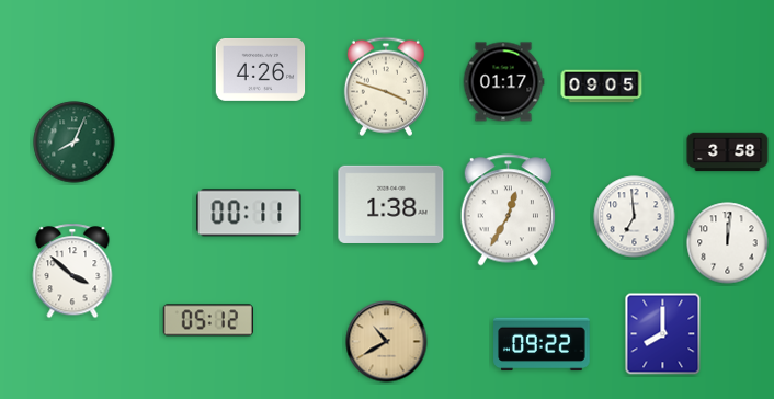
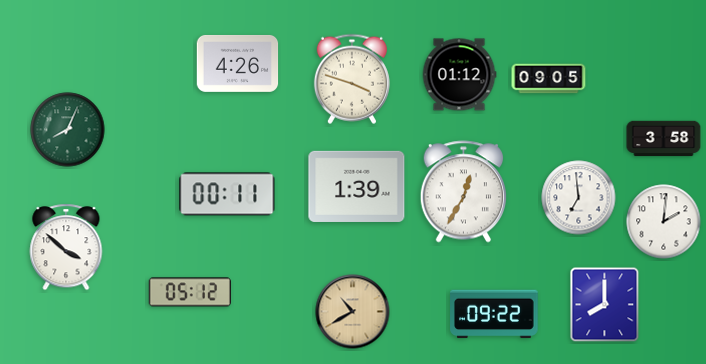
clock at (503, 82): 01:17 -> 01:12
clock at (391, 204): 1:38 -> 1:39
clock at (728, 243): 12:01 -> 2:01
